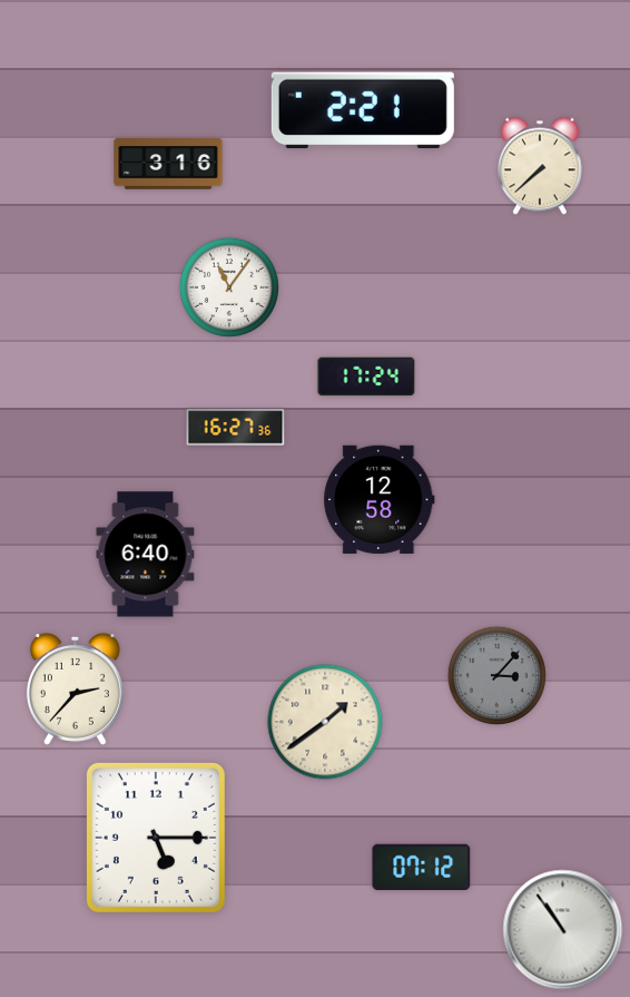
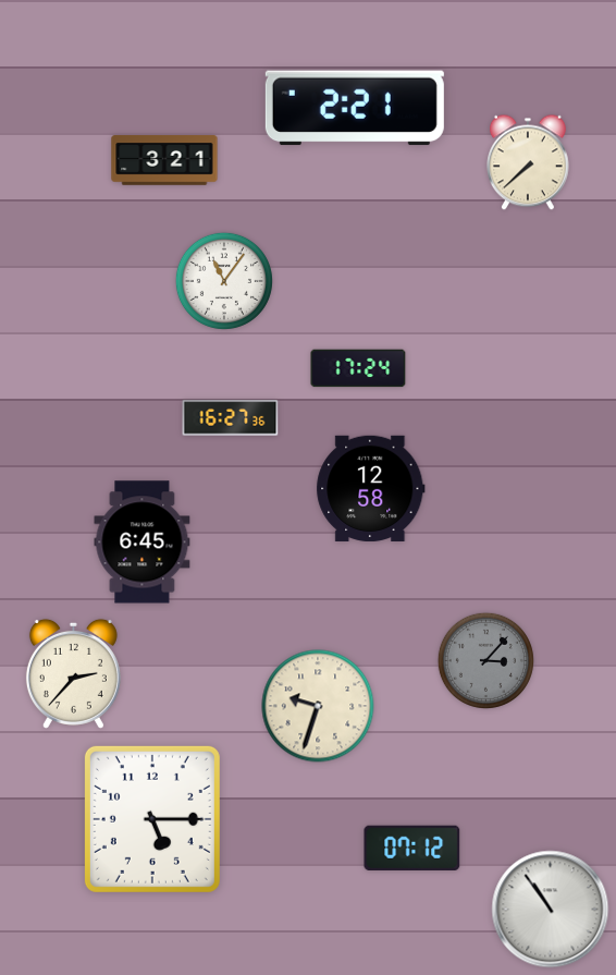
clock at (168, 164): 3:16 -> 3:21
clock at (146, 555): 6:40 -> 6:45
clock at (325, 722): 1:39 -> 9:33
